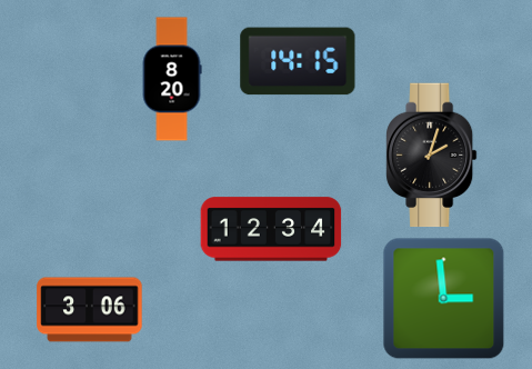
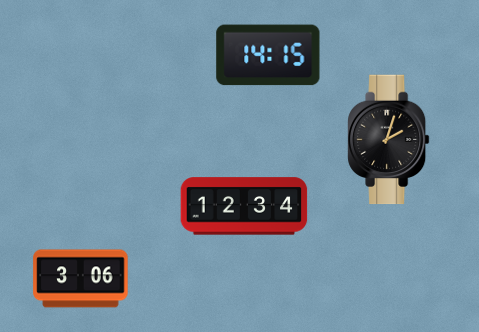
clock at (172, 79): 8:20 -> none
clock at (443, 298): 2:59 -> none
